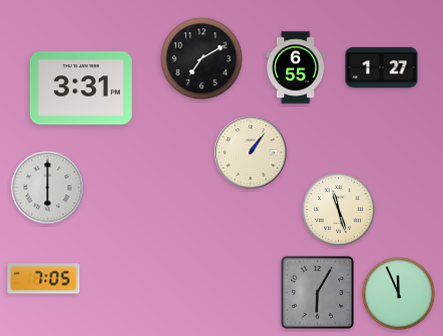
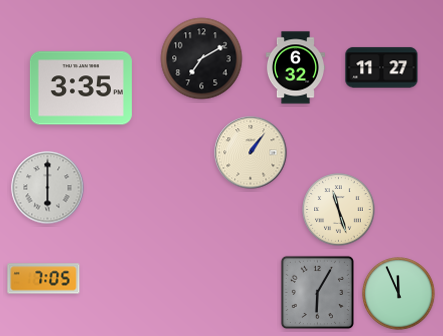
clock at (295, 68): 6:55 -> 6:32
clock at (382, 68): 1:27 -> 11:27
clock at (81, 88): 3:31 -> 3:35
